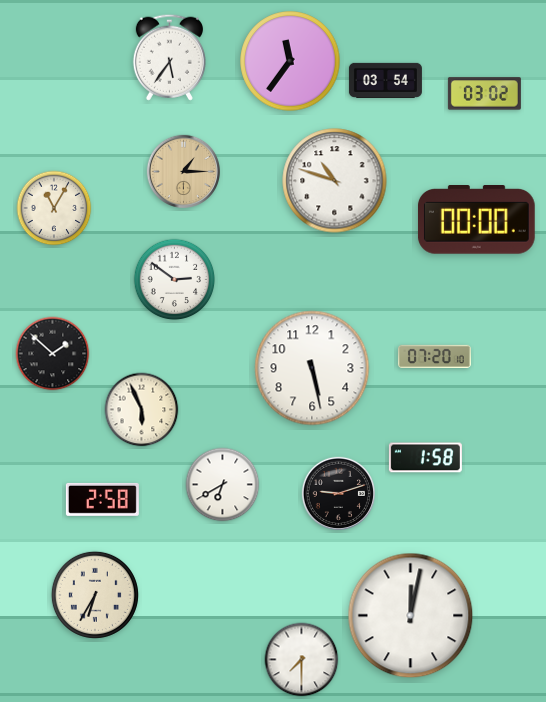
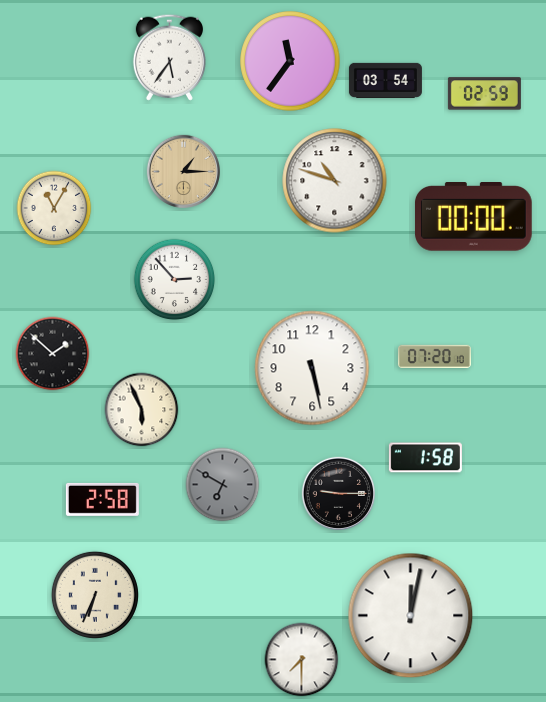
clock at (484, 94): 03:02 -> 02:59
clock at (476, 220) position: (476, 220) -> (473, 217)
clock at (175, 280): 2:51 -> 2:53
clock at (223, 485): 6:40 -> 6:50
clock at (223, 485) dial: white -> grey
clock at (338, 493): 9:12 -> 9:15
clock at (95, 595): 6:35 -> 6:34
